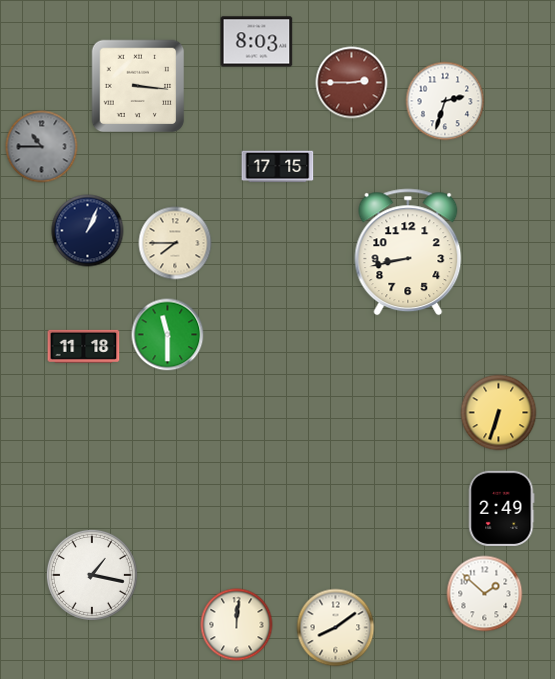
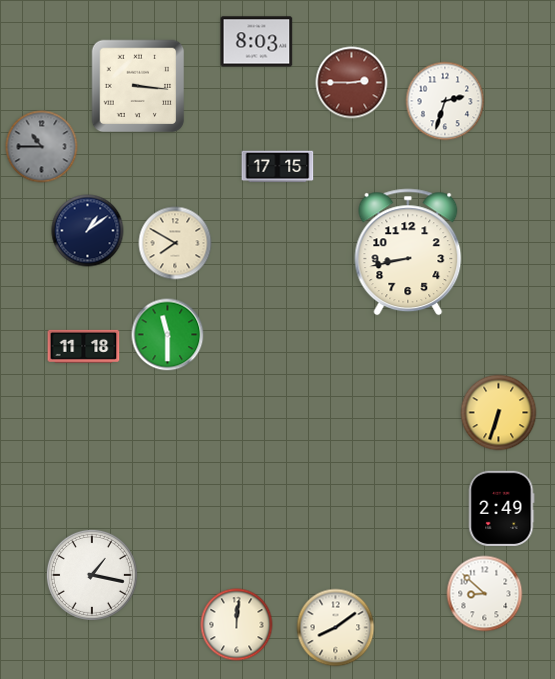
clock at (88, 231): 1:04 -> 1:09
clock at (175, 243): 7:45 -> 7:50
clock at (485, 594): 1:52 -> 8:52
